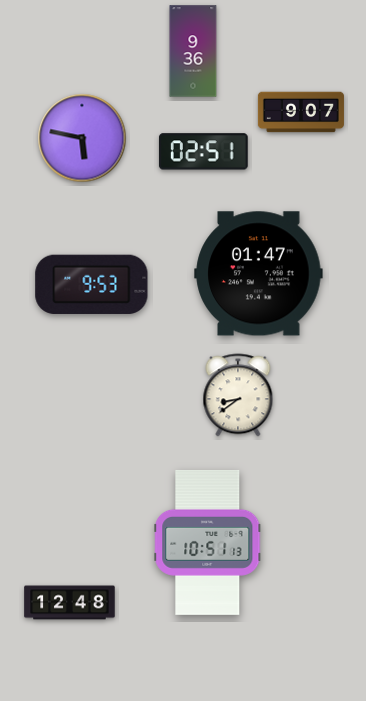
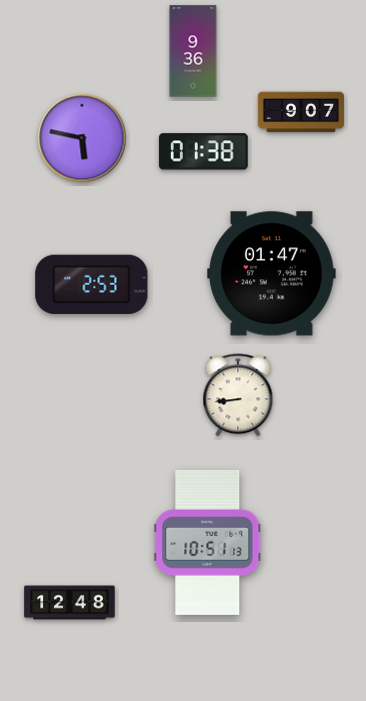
clock at (203, 152): 02:51 -> 01:38
clock at (259, 274) position: (259, 274) -> (272, 274)
clock at (92, 284): 9:53 -> 2:53
clock at (238, 395): 8:39 -> 8:44
